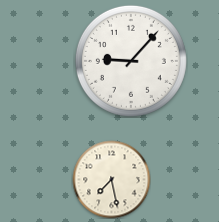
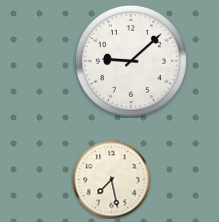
clock at (131, 61): 9:07 -> 9:08
